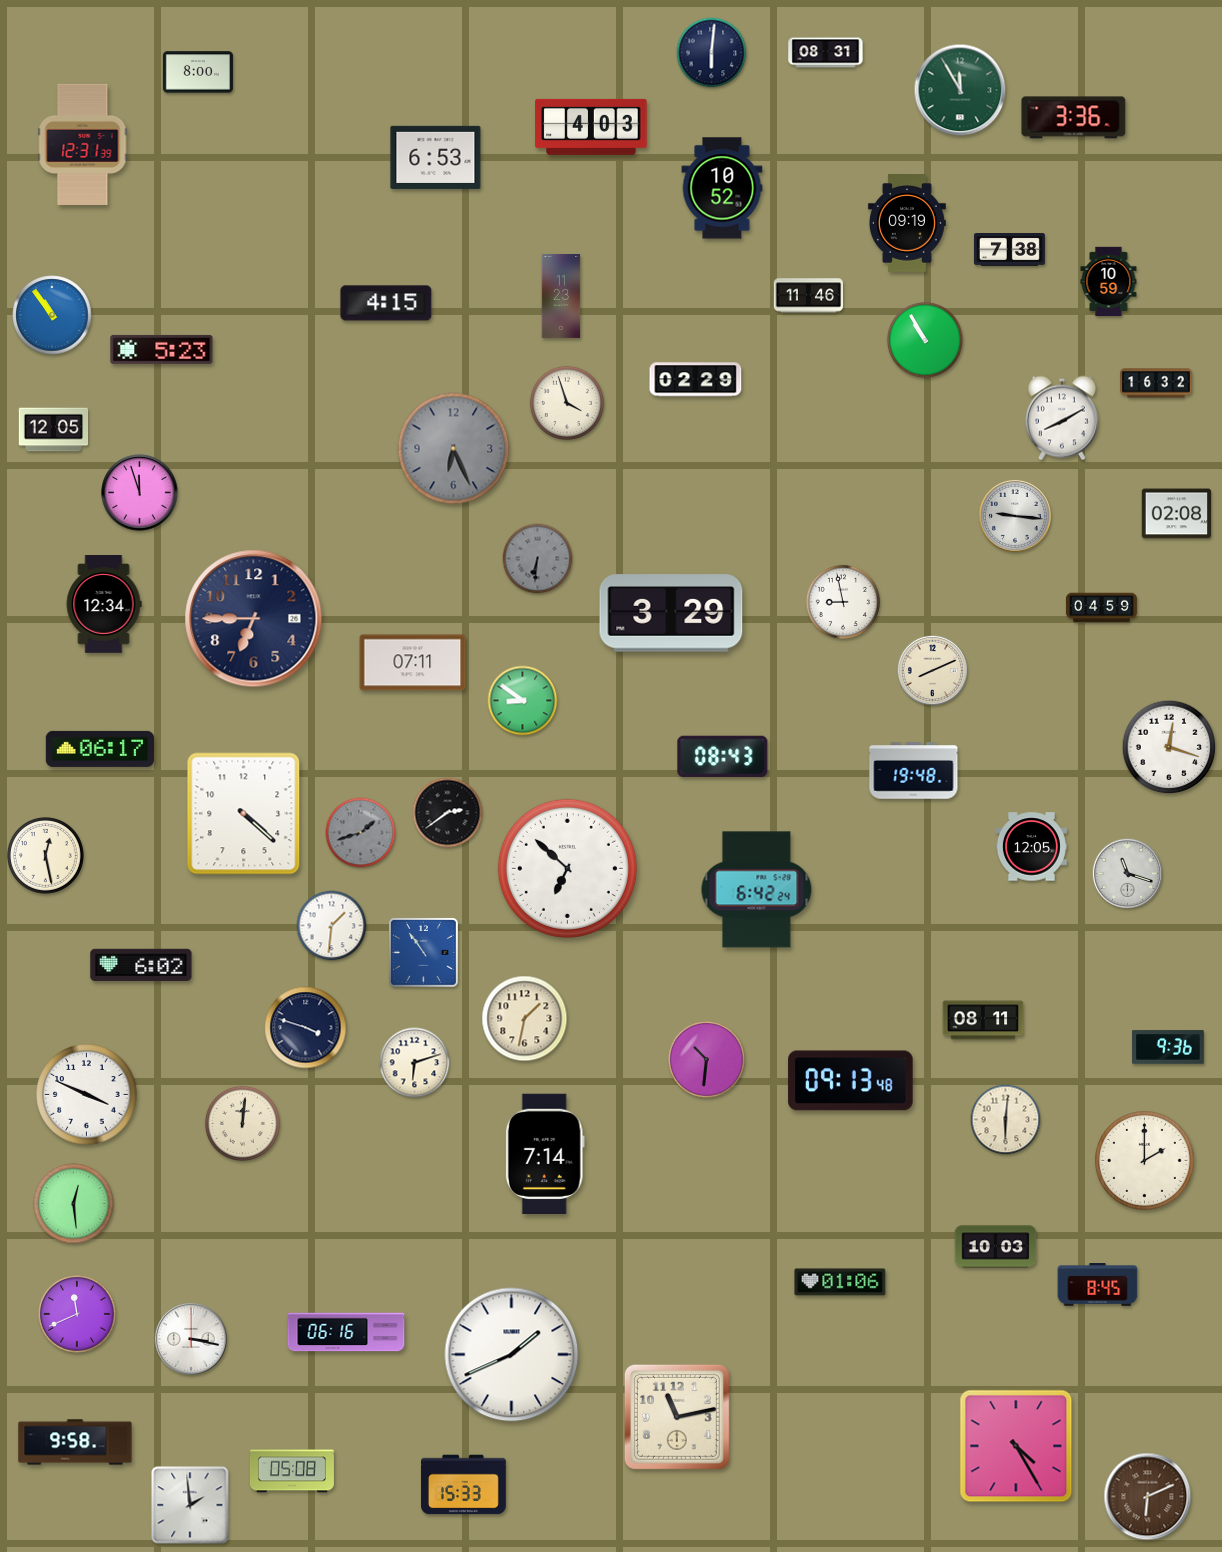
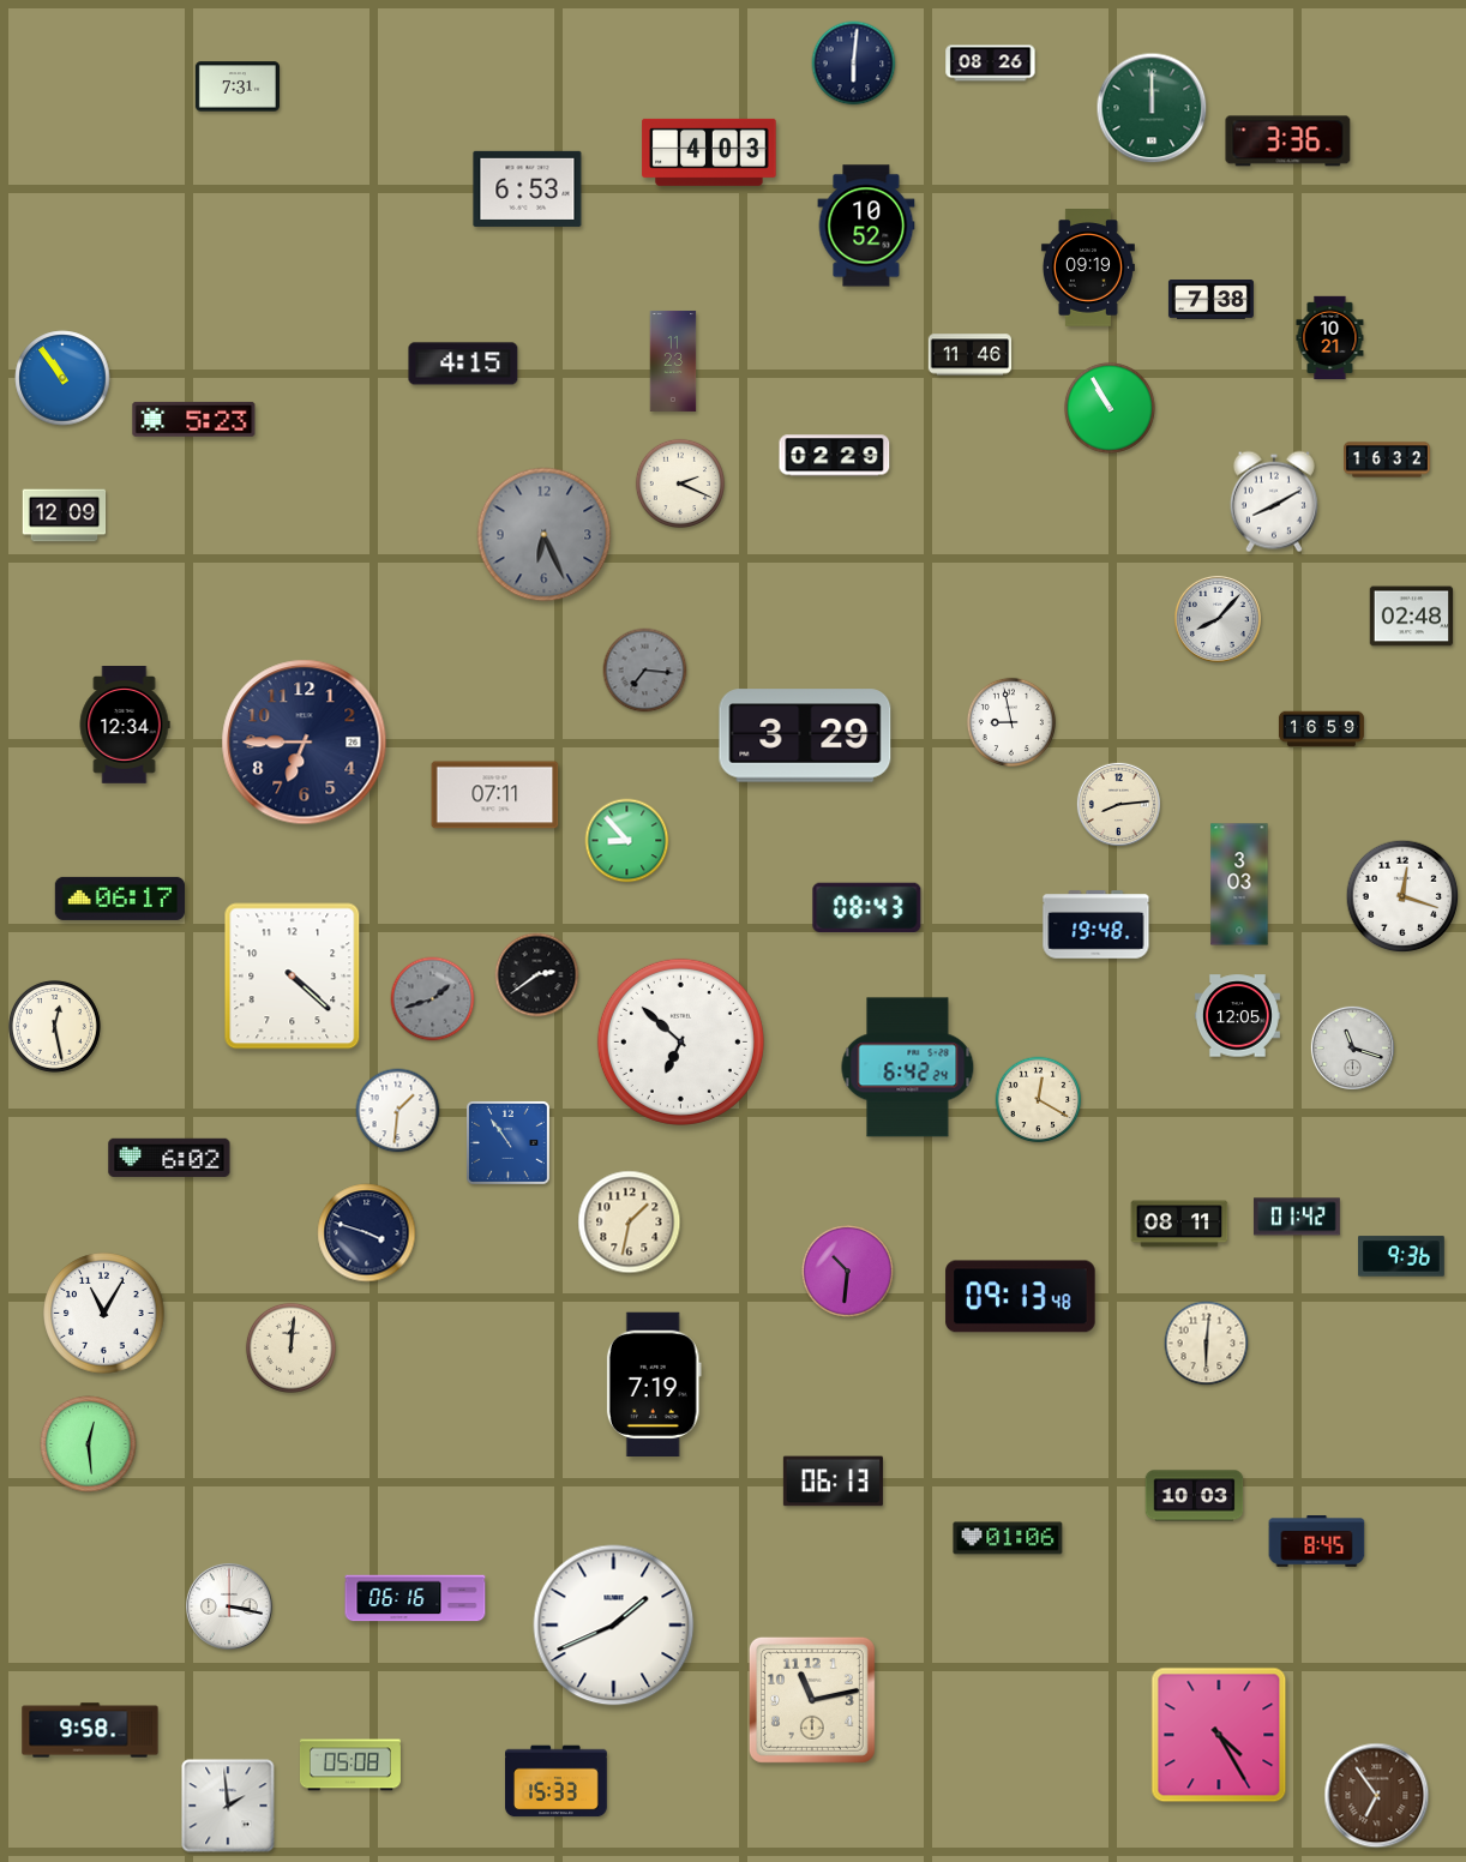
clock at (826, 53): 08:31 -> 08:26
clock at (198, 72): 8:00 -> 7:31
clock at (960, 90): 11:55 -> 12:00
clock at (83, 144): 12:31 -> none
clock at (436, 157) position: (436, 157) -> (528, 188)
clock at (1109, 282): 10:59 -> 10:21
clock at (561, 296) position: (561, 296) -> (673, 361)
clock at (566, 402): 3:57 -> 2:19
clock at (54, 430): 12:05 -> 12:09
clock at (454, 449) position: (454, 449) -> (545, 535)
clock at (140, 493): 11:57 -> none
clock at (1177, 514): 02:08 -> 02:48
clock at (1015, 516): 9:16 -> 8:07
clock at (538, 559): 6:31 -> 7:16
clock at (1101, 608): 04:59 -> 16:59
clock at (932, 670): 8:11 -> 8:14
clock at (523, 701): 8:51 -> 8:53
clock at (1239, 884): none -> 3:03
clock at (1039, 1100): none -> 12:20
clock at (1297, 1217): none -> 01:42
clock at (415, 1063): 6:12 -> none
clock at (87, 1095): 3:49 -> 11:05
clock at (545, 1153): 7:14 -> 7:19
clock at (1145, 1161): 2:00 -> none
clock at (833, 1482): none -> 06:13
clock at (78, 1315): 11:41 -> none
clock at (1148, 1497): 6:11 -> 6:54
